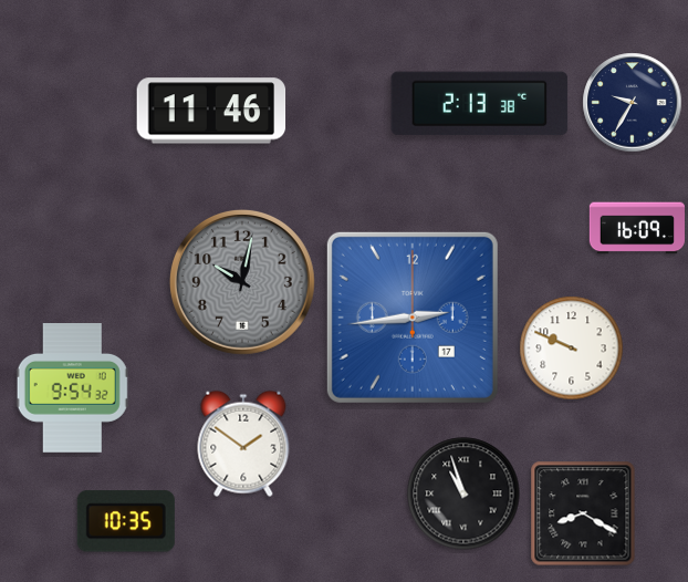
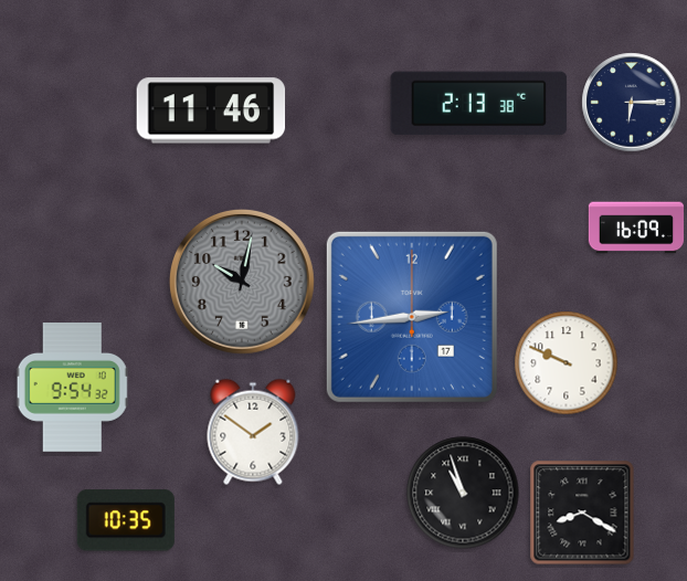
clock at (633, 103): 9:35 -> 6:15
clock at (572, 349) position: (572, 349) -> (567, 363)
clock at (243, 444) position: (243, 444) -> (253, 432)
